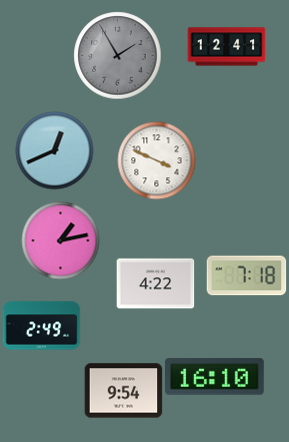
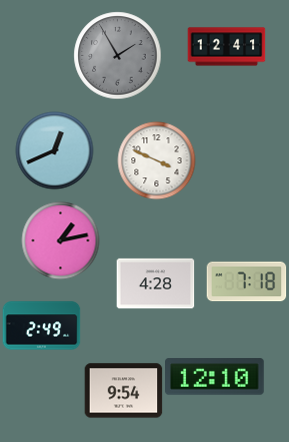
clock at (246, 276) position: (246, 276) -> (246, 282)
clock at (155, 284): 4:22 -> 4:28
clock at (215, 377): 16:10 -> 12:10
